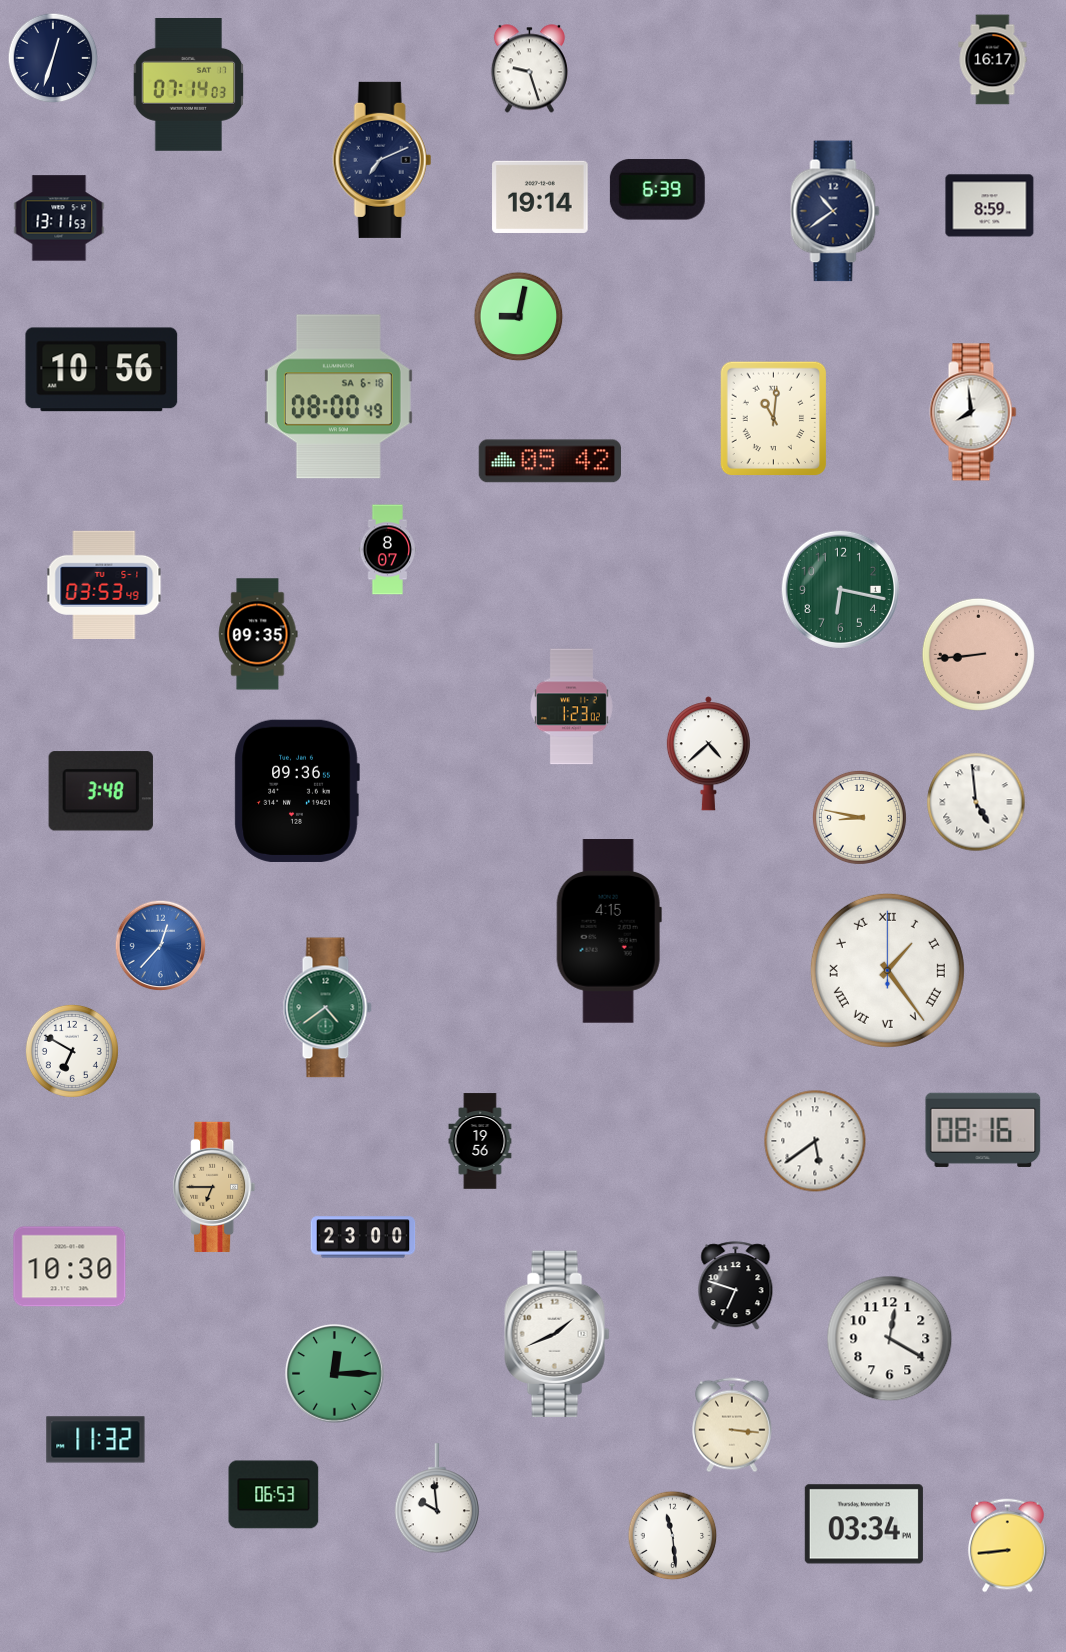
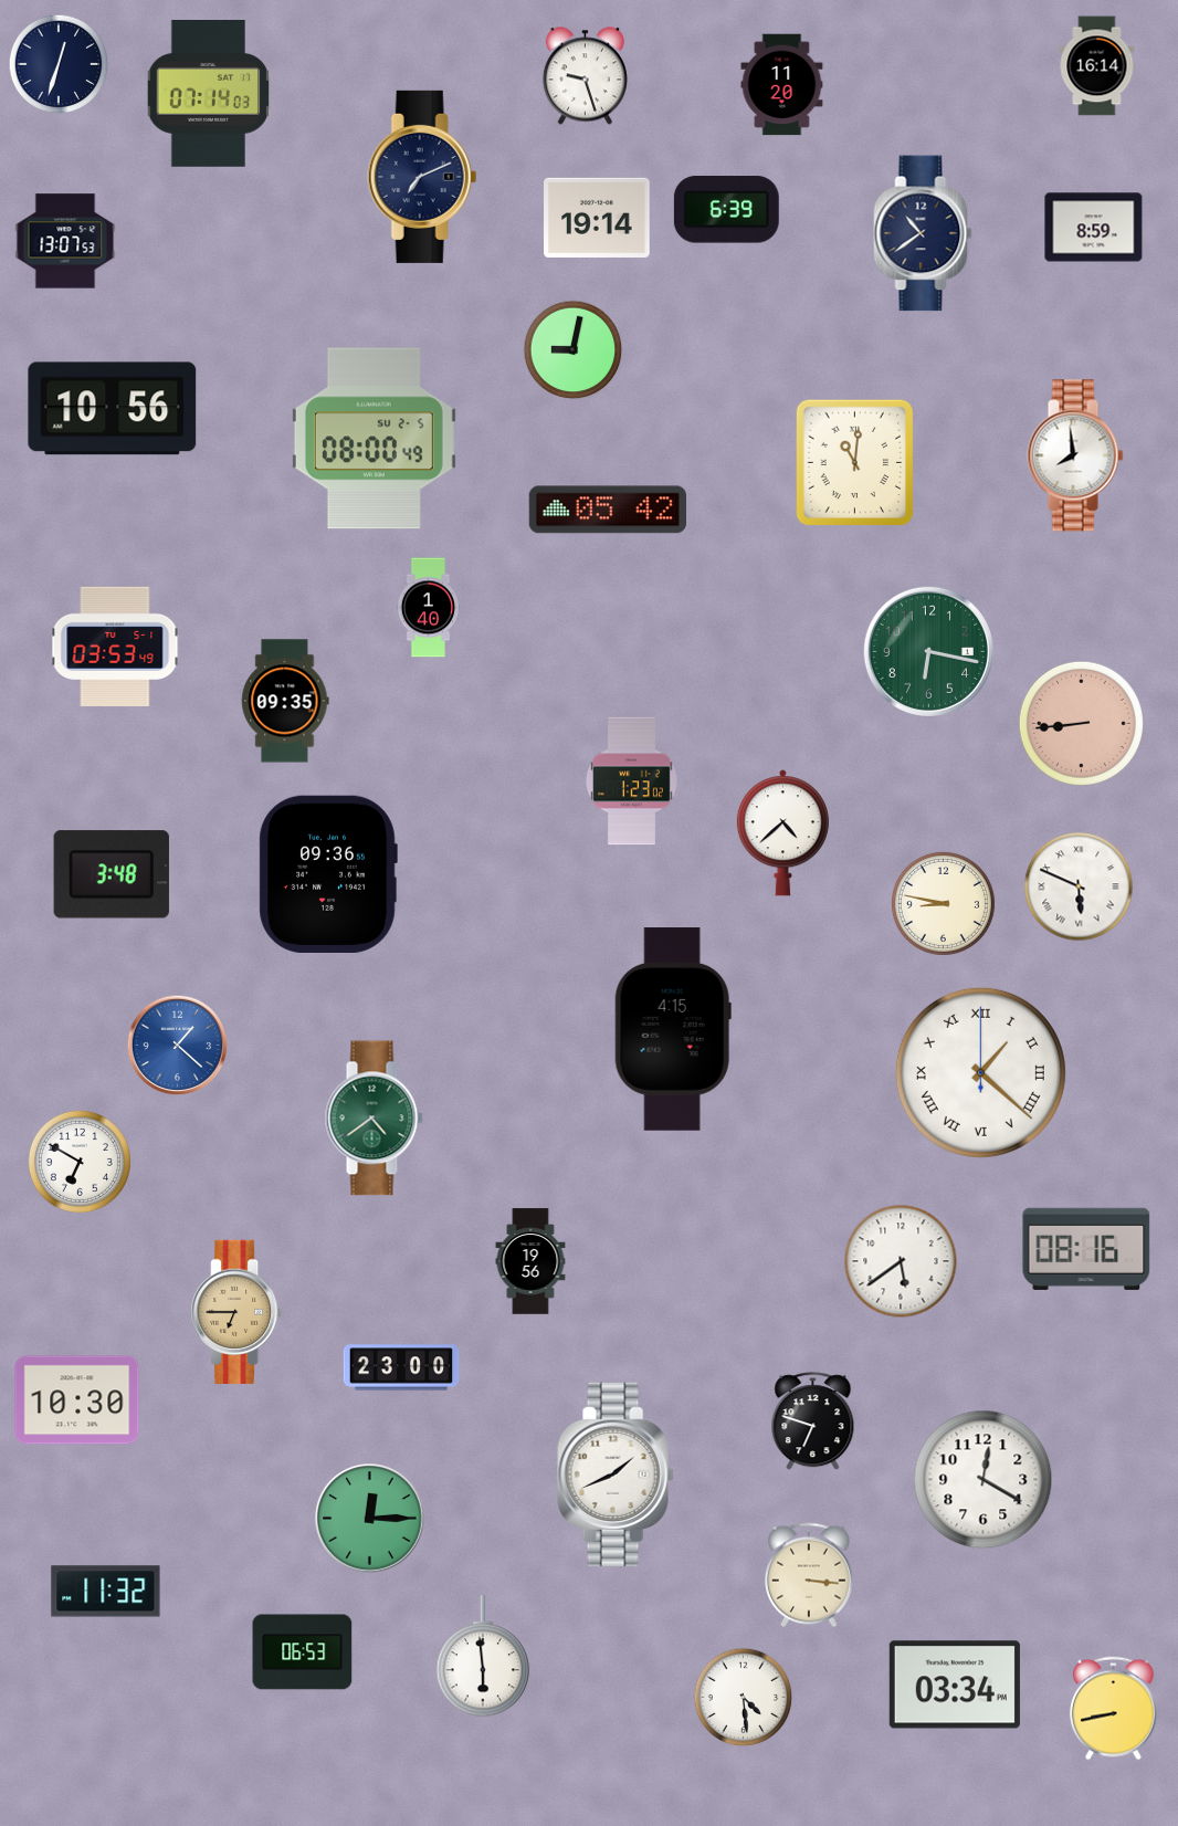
clock at (993, 60): 16:17 -> 16:14
clock at (782, 85): none -> 11:20
clock at (59, 218): 13:11 -> 13:07
clock at (338, 397) date: SA 6-18 -> SU 2-5
clock at (388, 550): 8:07 -> 1:40
clock at (976, 802): 4:59 -> 5:49
clock at (859, 817) position: (859, 817) -> (943, 903)
clock at (161, 946): 12:37 -> 1:22
clock at (887, 970): 1:24 -> 1:22
clock at (327, 1008) position: (327, 1008) -> (374, 1119)
clock at (436, 1499): 9:59 -> 5:59
clock at (673, 1536): 11:29 -> 4:29
clock at (1008, 1546): 8:44 -> 8:43
